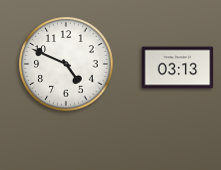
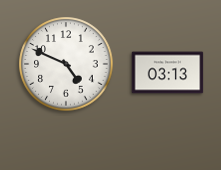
clock at (178, 68) position: (178, 68) -> (168, 73)
